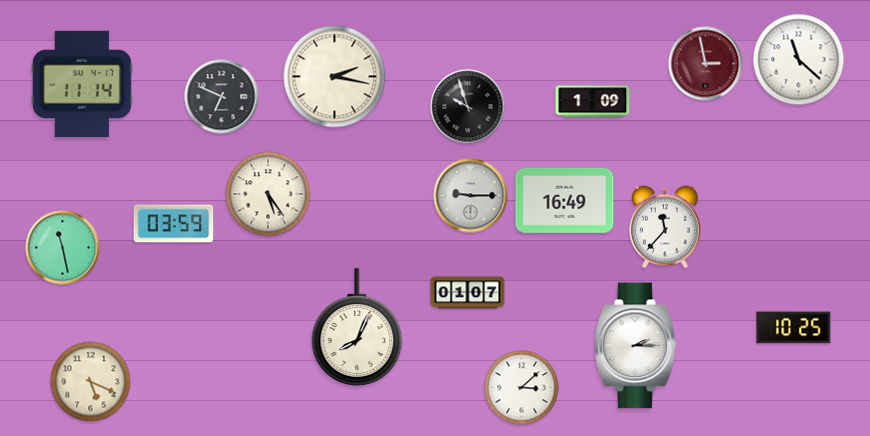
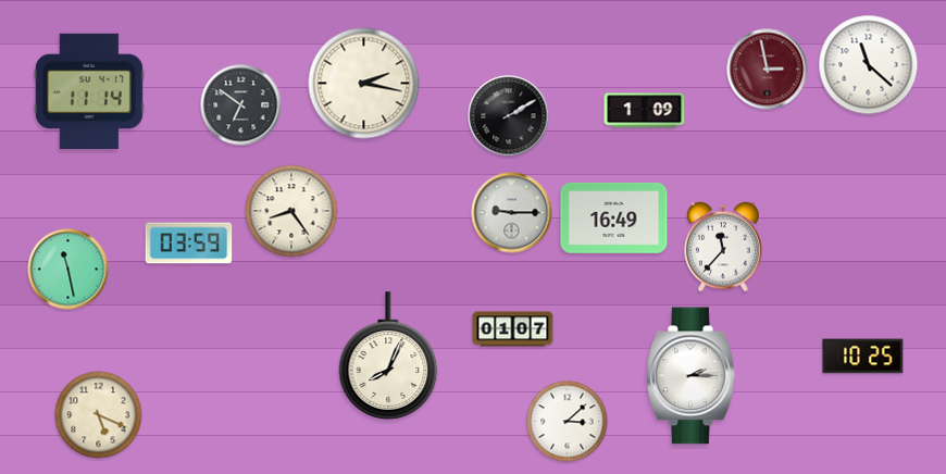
clock at (222, 97): 6:49 -> 6:51
clock at (468, 107): 9:57 -> 2:10
clock at (268, 194): 5:24 -> 8:24
clock at (468, 293) position: (468, 293) -> (513, 329)
